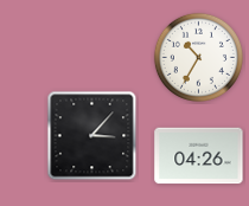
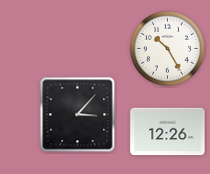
clock at (198, 57): 10:35 -> 10:25
clock at (199, 156): 04:26 -> 12:26
